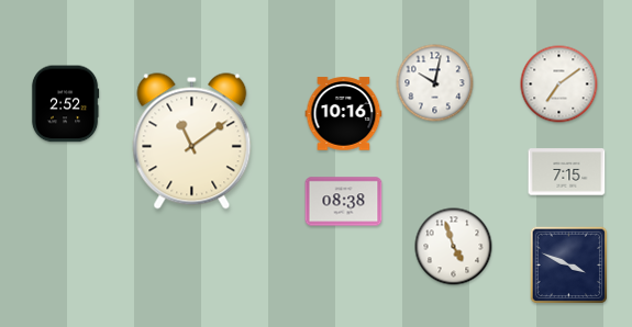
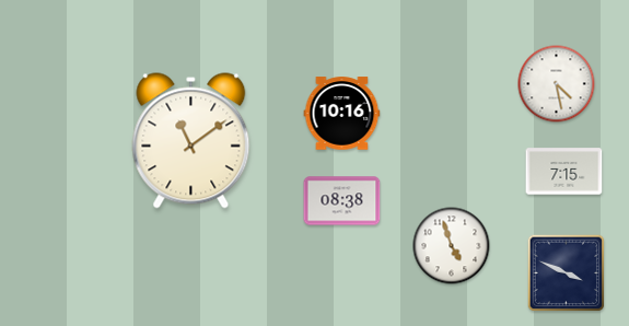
clock at (435, 83): 10:02 -> none
clock at (559, 84): 7:09 -> 4:28
clock at (65, 104): 2:52 -> none
clock at (569, 266) position: (569, 266) -> (567, 273)
